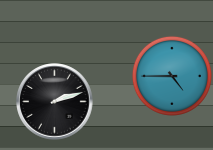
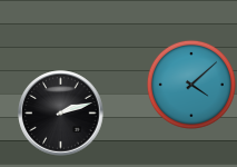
clock at (172, 76): 4:45 -> 4:08
